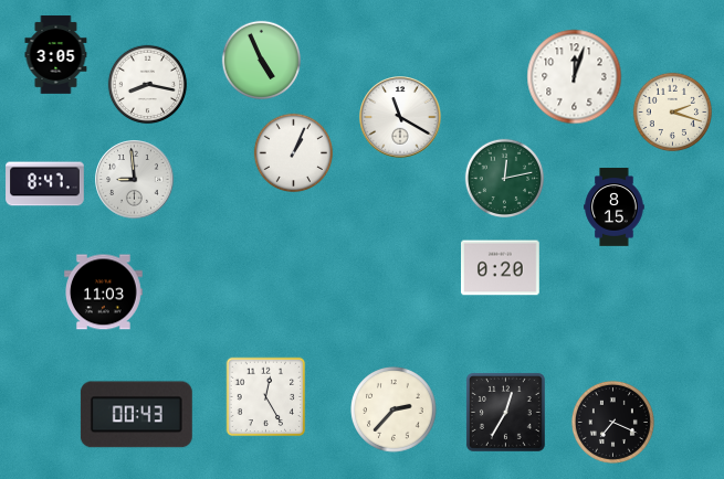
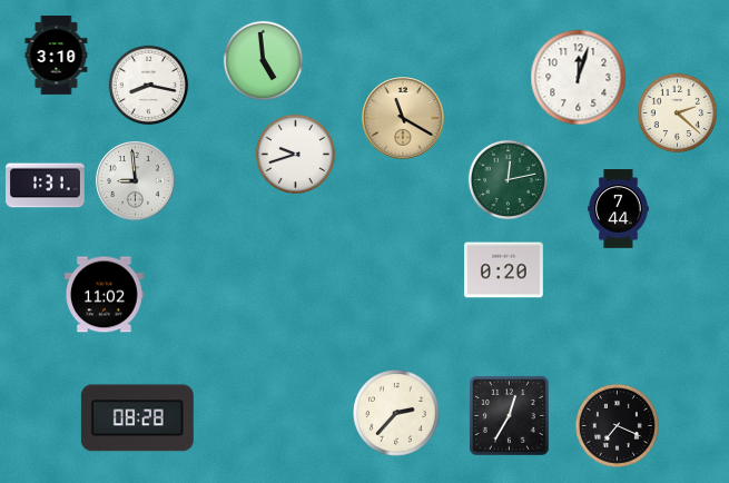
clock at (56, 55): 3:05 -> 3:10
clock at (262, 61): 4:56 -> 4:59
clock at (673, 113): 2:18 -> 2:22
clock at (400, 117) dial: white -> champagne
clock at (294, 153): 1:04 -> 9:42
clock at (45, 184): 8:47 -> 1:31
clock at (615, 207): 8:15 -> 7:44
clock at (104, 292): 11:03 -> 11:02
clock at (266, 397): 12:25 -> none
clock at (136, 415): 00:43 -> 08:28
